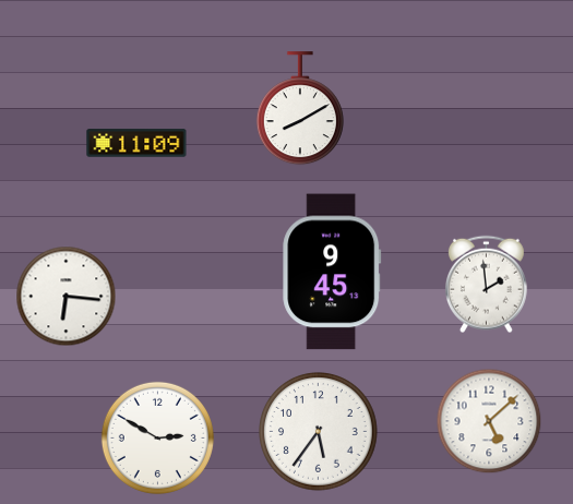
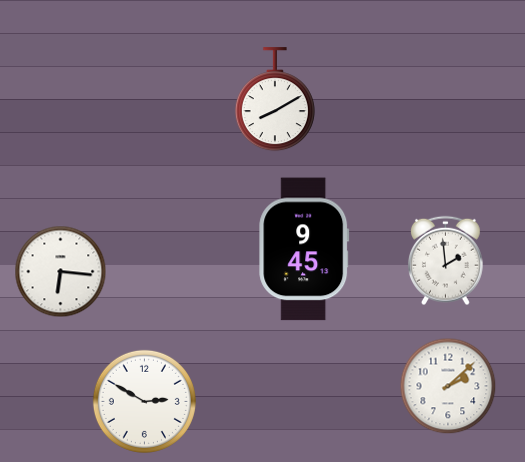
clock at (136, 143): 11:09 -> none
clock at (489, 421): 5:08 -> 2:08
clock at (319, 432): 5:36 -> none
